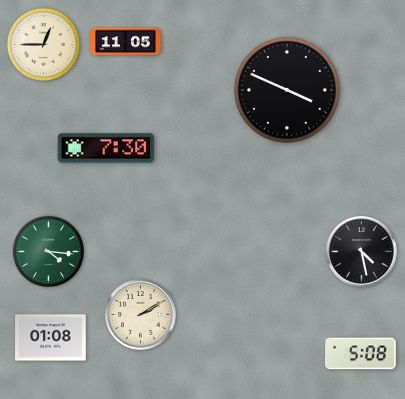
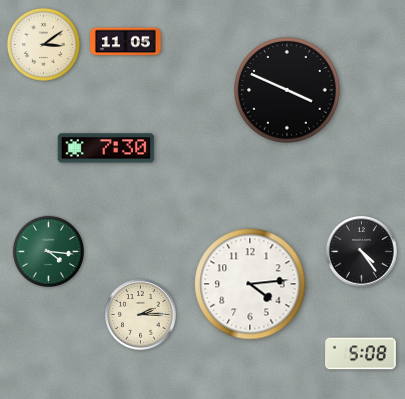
clock at (43, 44): 12:45 -> 3:09
clock at (362, 252): 4:28 -> 4:24
clock at (250, 284): none -> 4:14
clock at (141, 315): 2:10 -> 2:15
clock at (51, 338): 01:08 -> none
